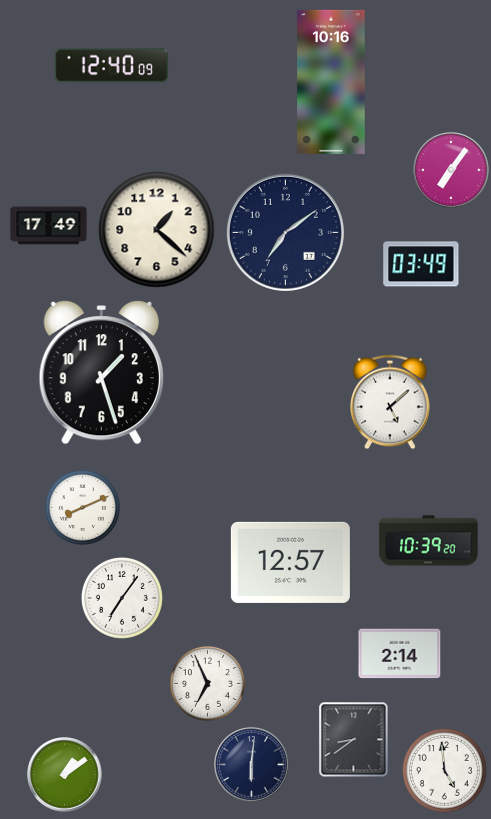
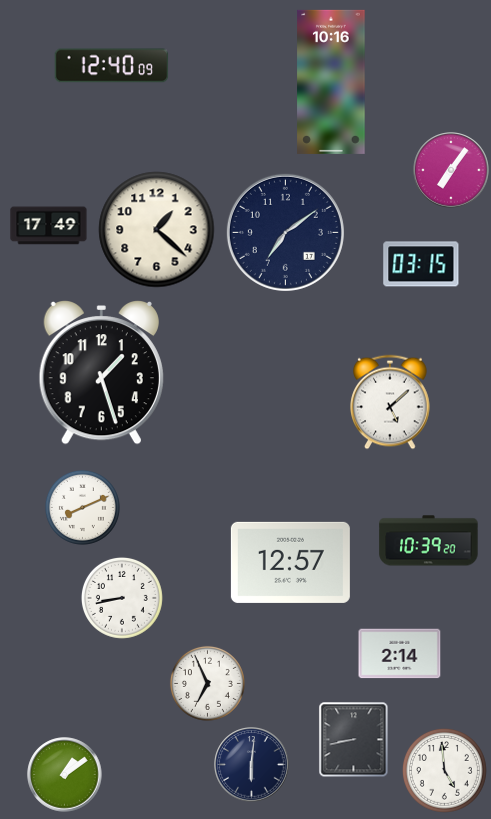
clock at (421, 264): 03:49 -> 03:15
clock at (122, 598): 7:06 -> 8:43
clock at (354, 740): 8:39 -> 8:43
